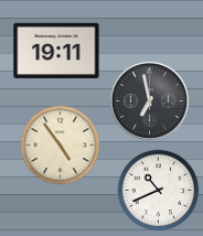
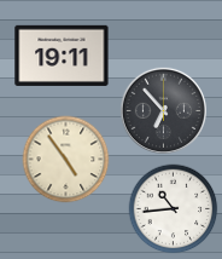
clock at (149, 100): 6:58 -> 6:53
clock at (159, 191): 10:41 -> 10:44
